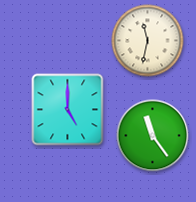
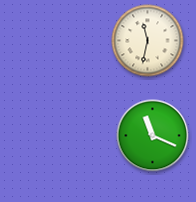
clock at (68, 110): 5:00 -> none
clock at (153, 136): 11:24 -> 11:19
